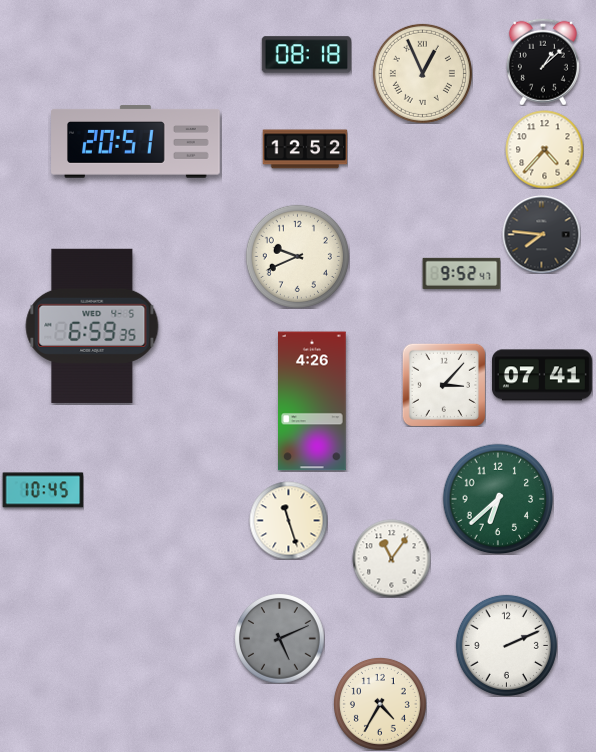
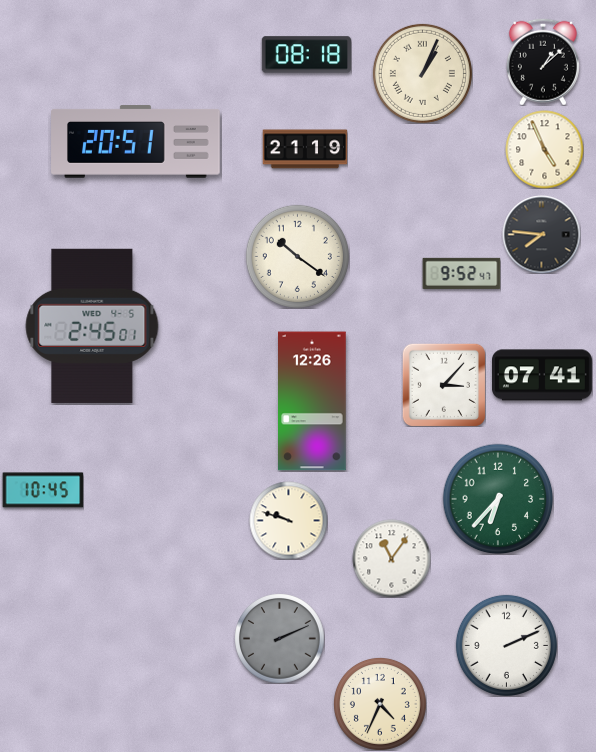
clock at (422, 73): 12:56 -> 1:04
clock at (305, 149): 12:52 -> 21:19
clock at (544, 149): 4:37 -> 4:56
clock at (297, 256): 9:41 -> 10:21
clock at (92, 326): 6:59 -> 2:45
clock at (313, 401): 4:26 -> 12:26
clock at (498, 499): 6:38 -> 6:37
clock at (288, 520): 11:27 -> 9:48
clock at (279, 638): 5:11 -> 2:11
clock at (380, 704): 4:35 -> 4:34
